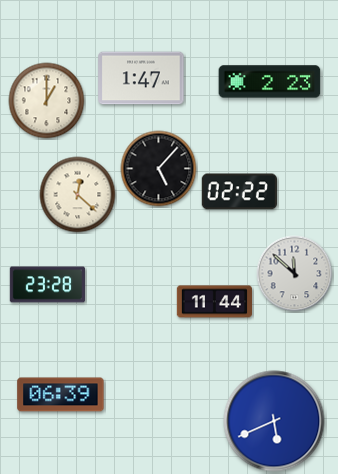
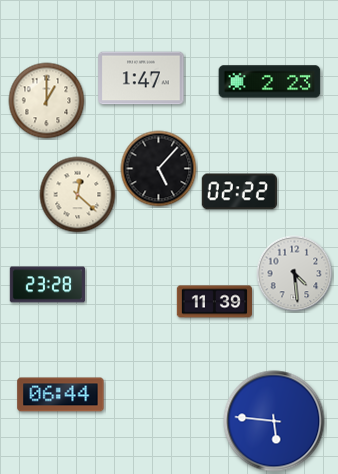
clock at (295, 274): 11:52 -> 4:29
clock at (215, 302): 11:44 -> 11:39
clock at (61, 395): 06:39 -> 06:44
clock at (274, 421): 5:41 -> 5:46
